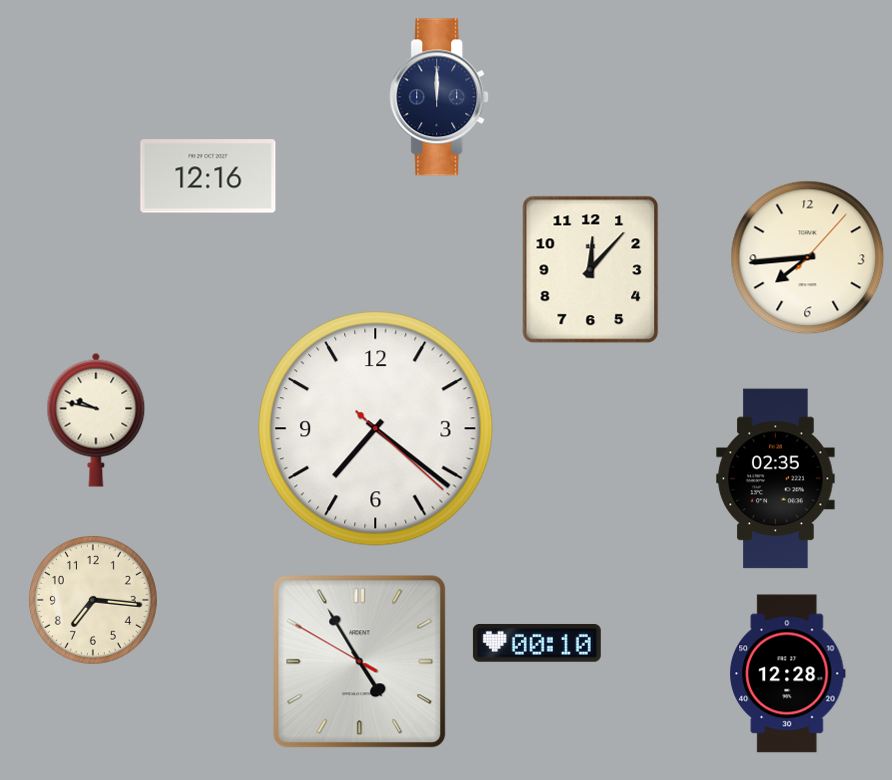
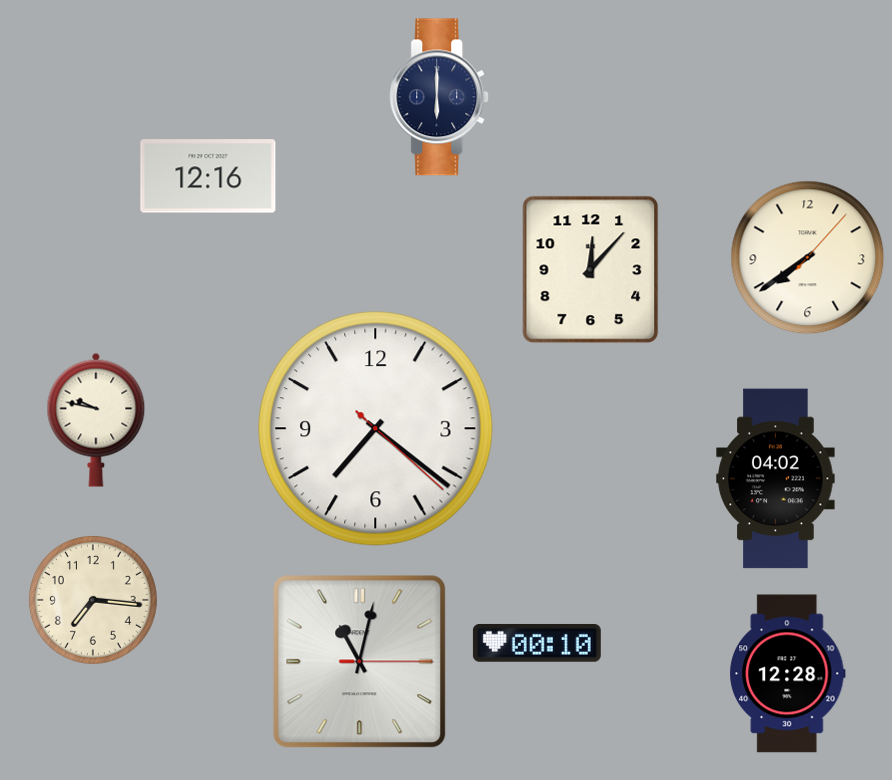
clock at (440, 97): 12:00 -> 6:00
clock at (808, 258): 7:44 -> 7:39
clock at (776, 479): 02:35 -> 04:02
clock at (360, 662): 4:54 -> 11:02
